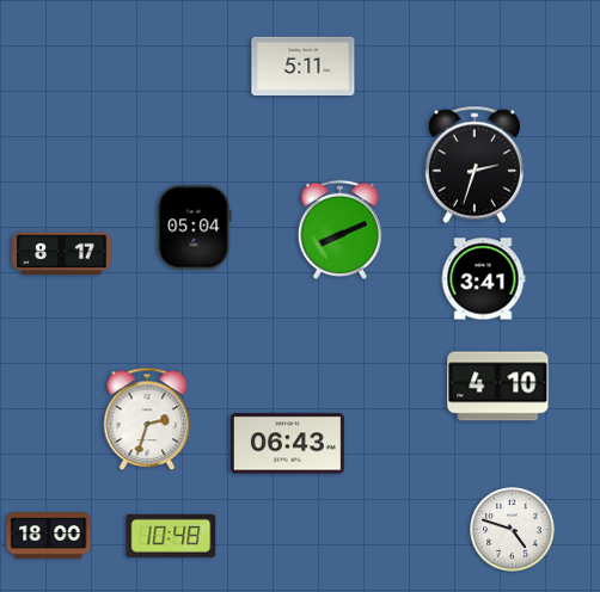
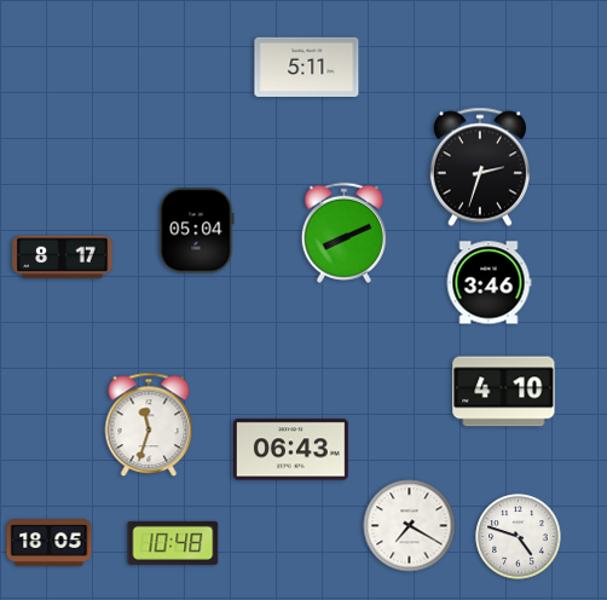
clock at (483, 279): 3:41 -> 3:46
clock at (147, 419): 2:33 -> 11:33
clock at (410, 526): none -> 7:20
clock at (49, 536): 18:00 -> 18:05
